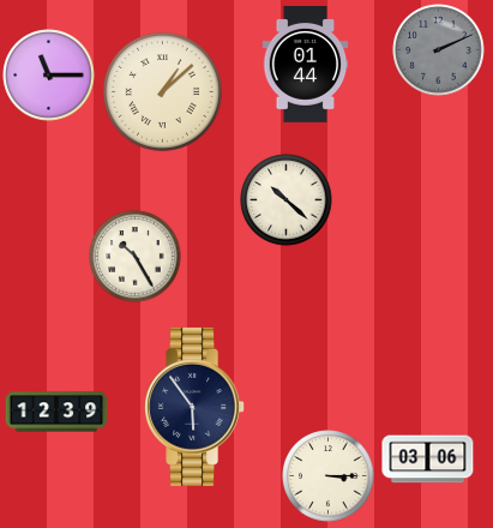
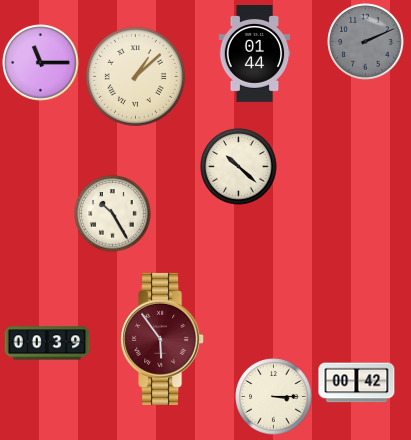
clock at (196, 407) dial: navy -> burgundy
clock at (56, 412): 12:39 -> 00:39
clock at (428, 460): 03:06 -> 00:42
